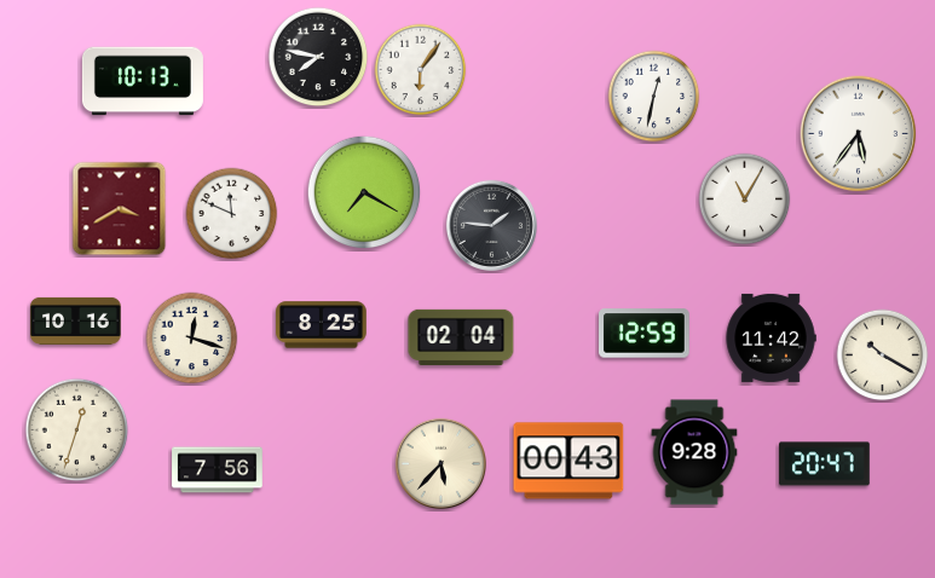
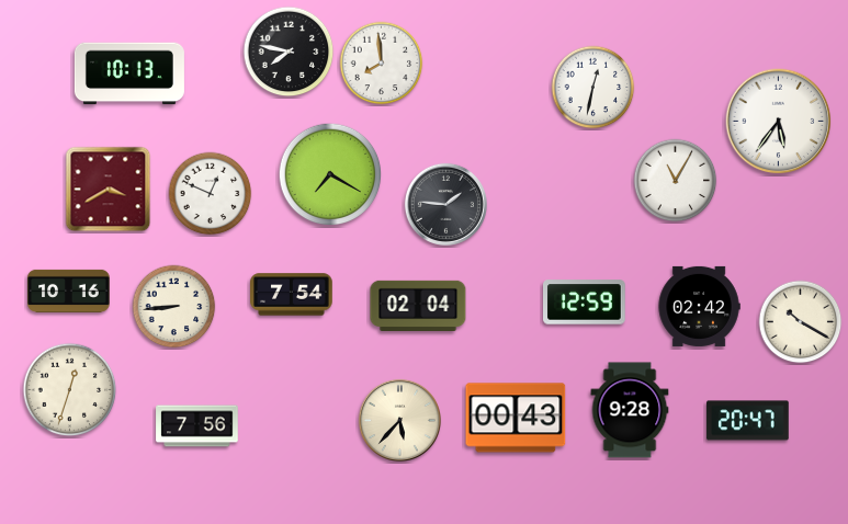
clock at (421, 70): 6:06 -> 7:59
clock at (232, 214): 11:49 -> 12:49
clock at (322, 325): 8:25 -> 7:54
clock at (770, 337): 11:42 -> 02:42
clock at (192, 339): 12:18 -> 8:44
